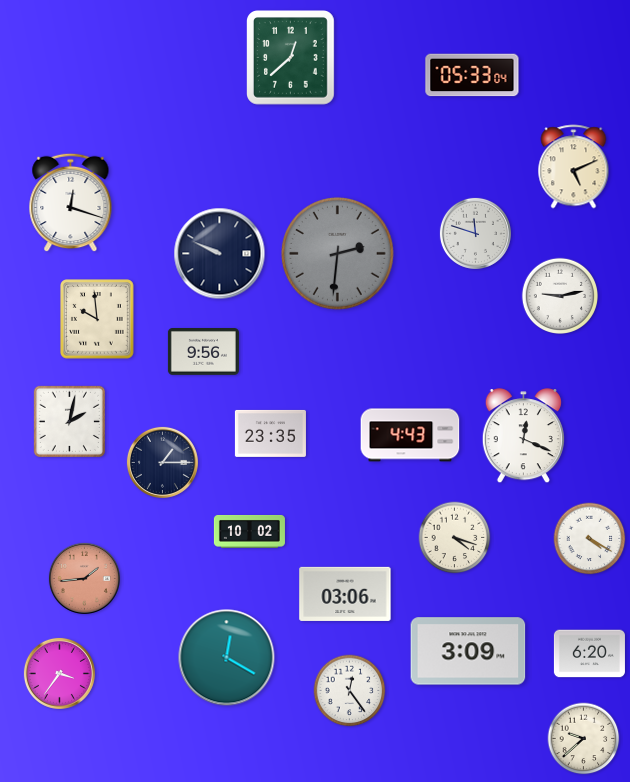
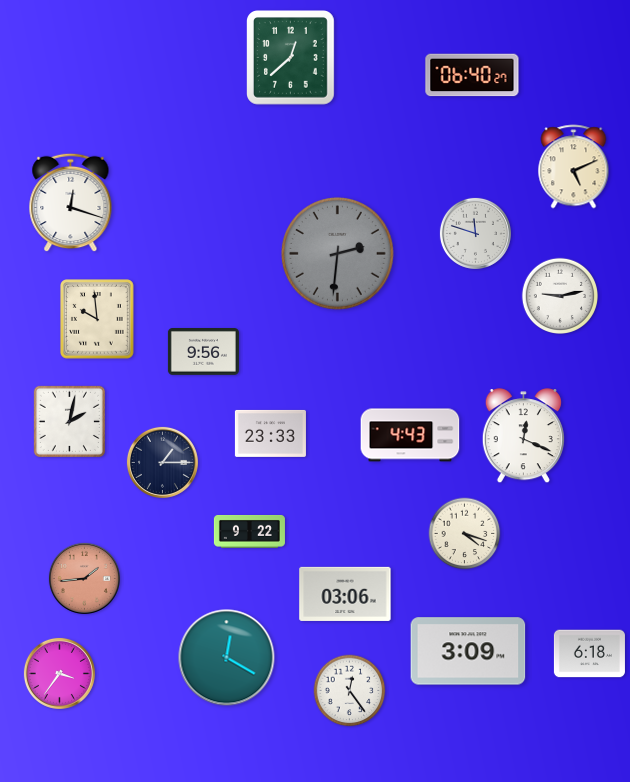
clock at (472, 75): 05:33 -> 06:40
clock at (220, 254): 9:49 -> none
clock at (270, 433): 23:35 -> 23:33
clock at (249, 531): 10:02 -> 9:22
clock at (455, 538) position: (455, 538) -> (465, 534)
clock at (590, 539): 4:20 -> none
clock at (589, 654): 6:20 -> 6:18
clock at (584, 739): 9:38 -> none
